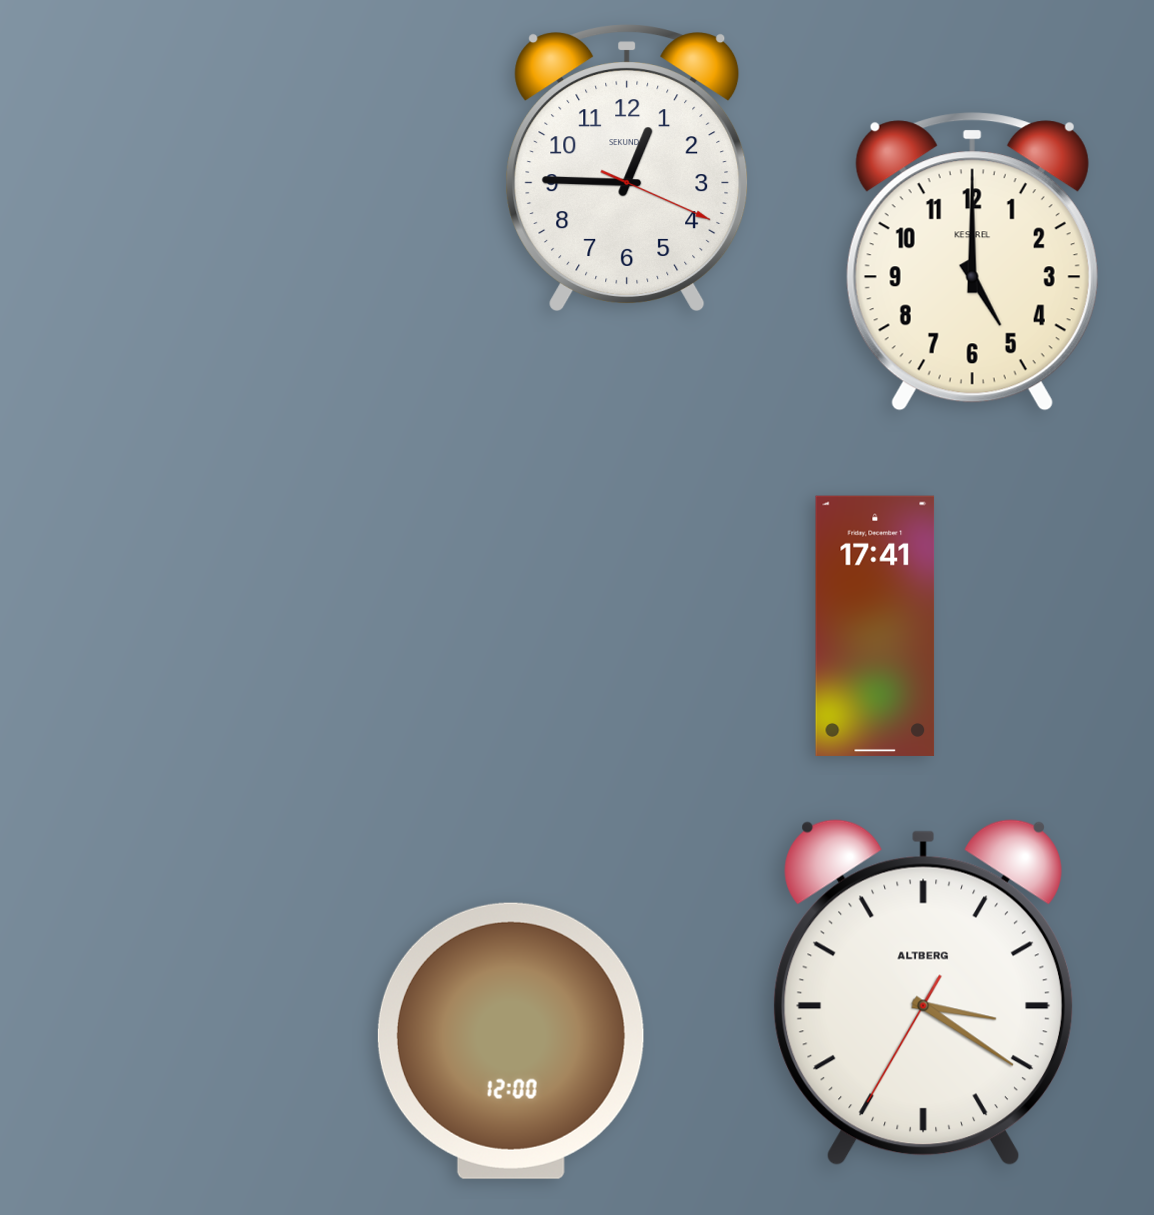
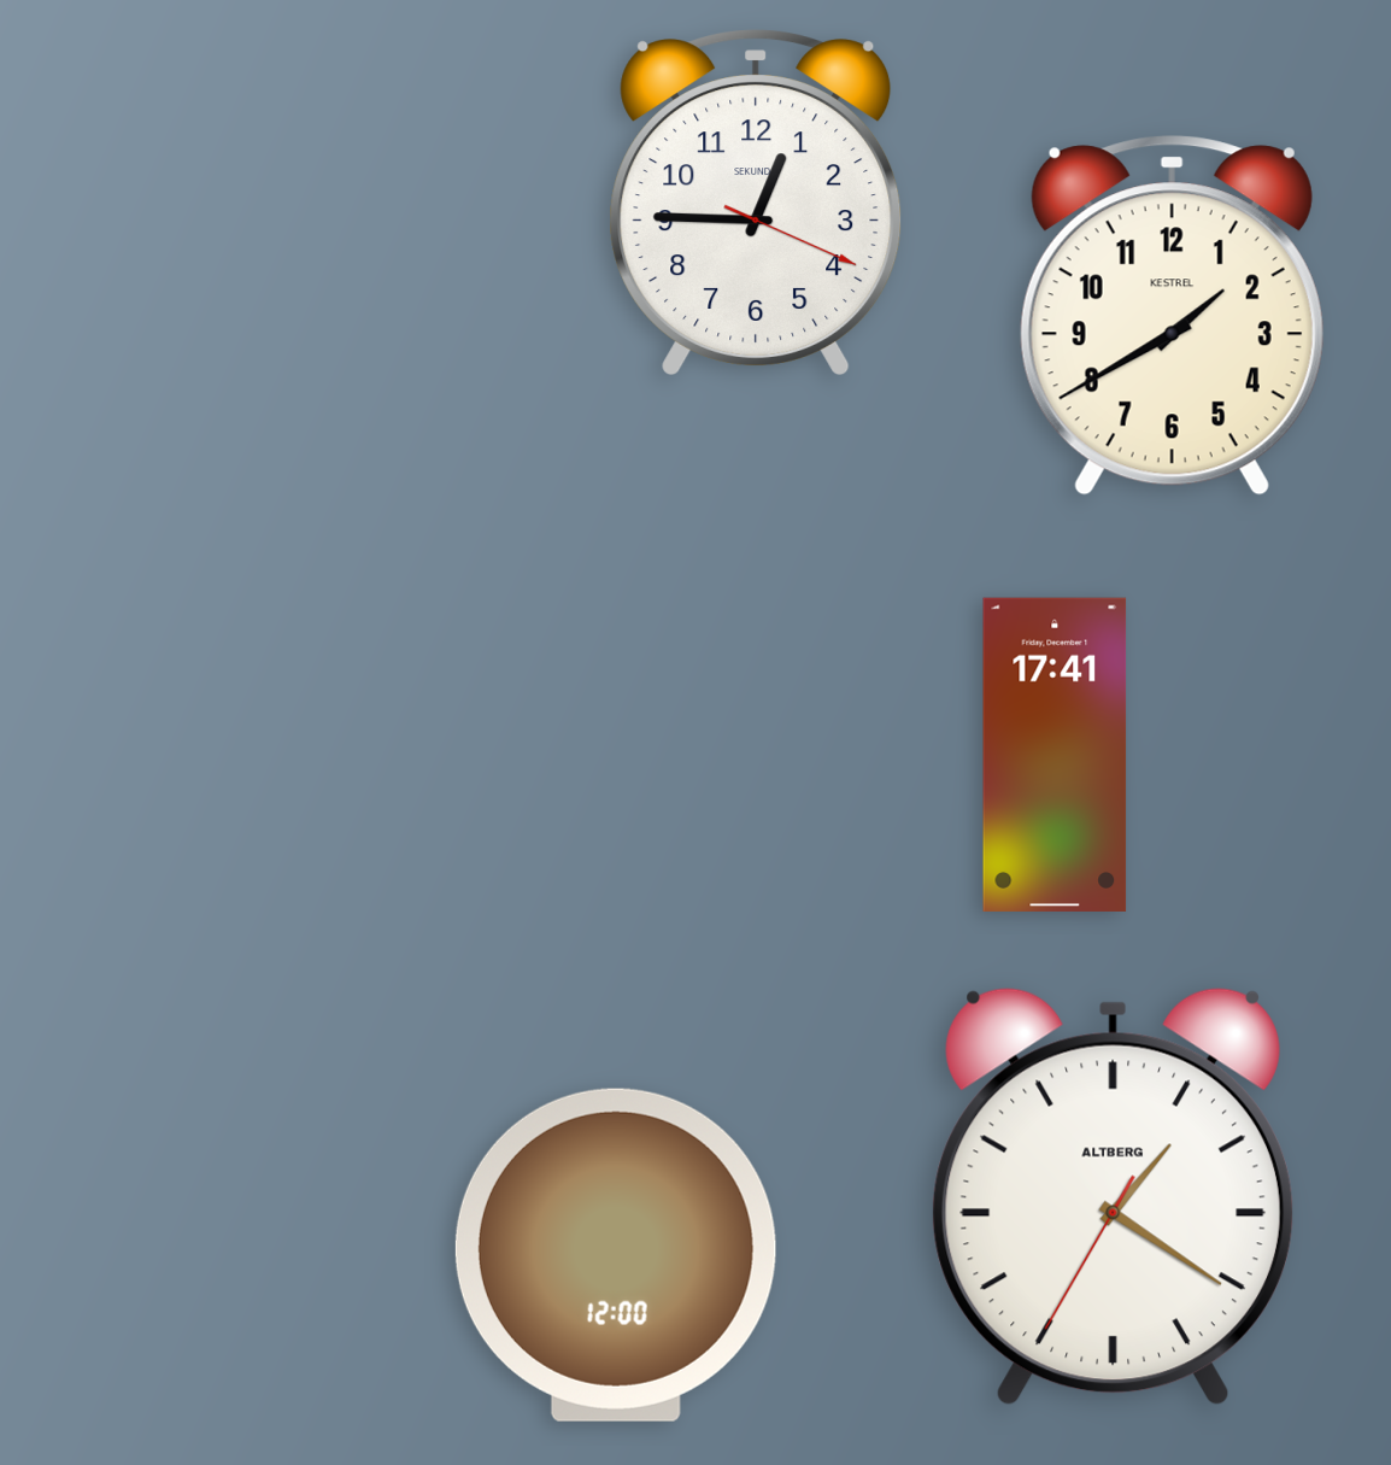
clock at (972, 262): 5:00 -> 1:40
clock at (923, 993): 3:20 -> 1:20
